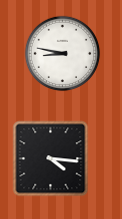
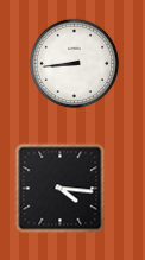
clock at (63, 54): 8:47 -> 8:44
